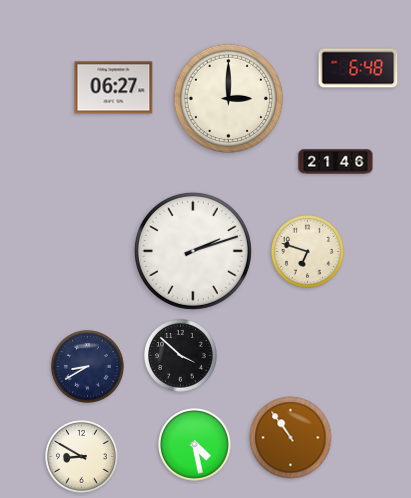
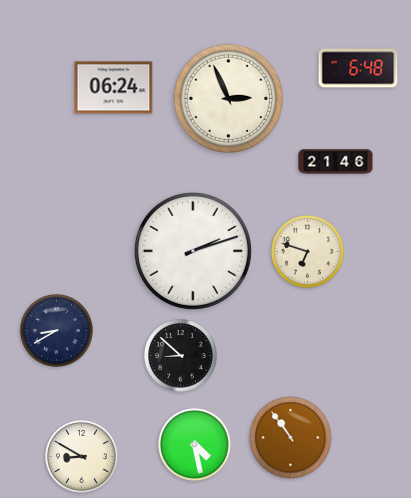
clock at (114, 88): 06:27 -> 06:24
clock at (228, 98): 3:00 -> 2:56
clock at (181, 356): 3:52 -> 8:52
clock at (88, 367) position: (88, 367) -> (57, 331)
